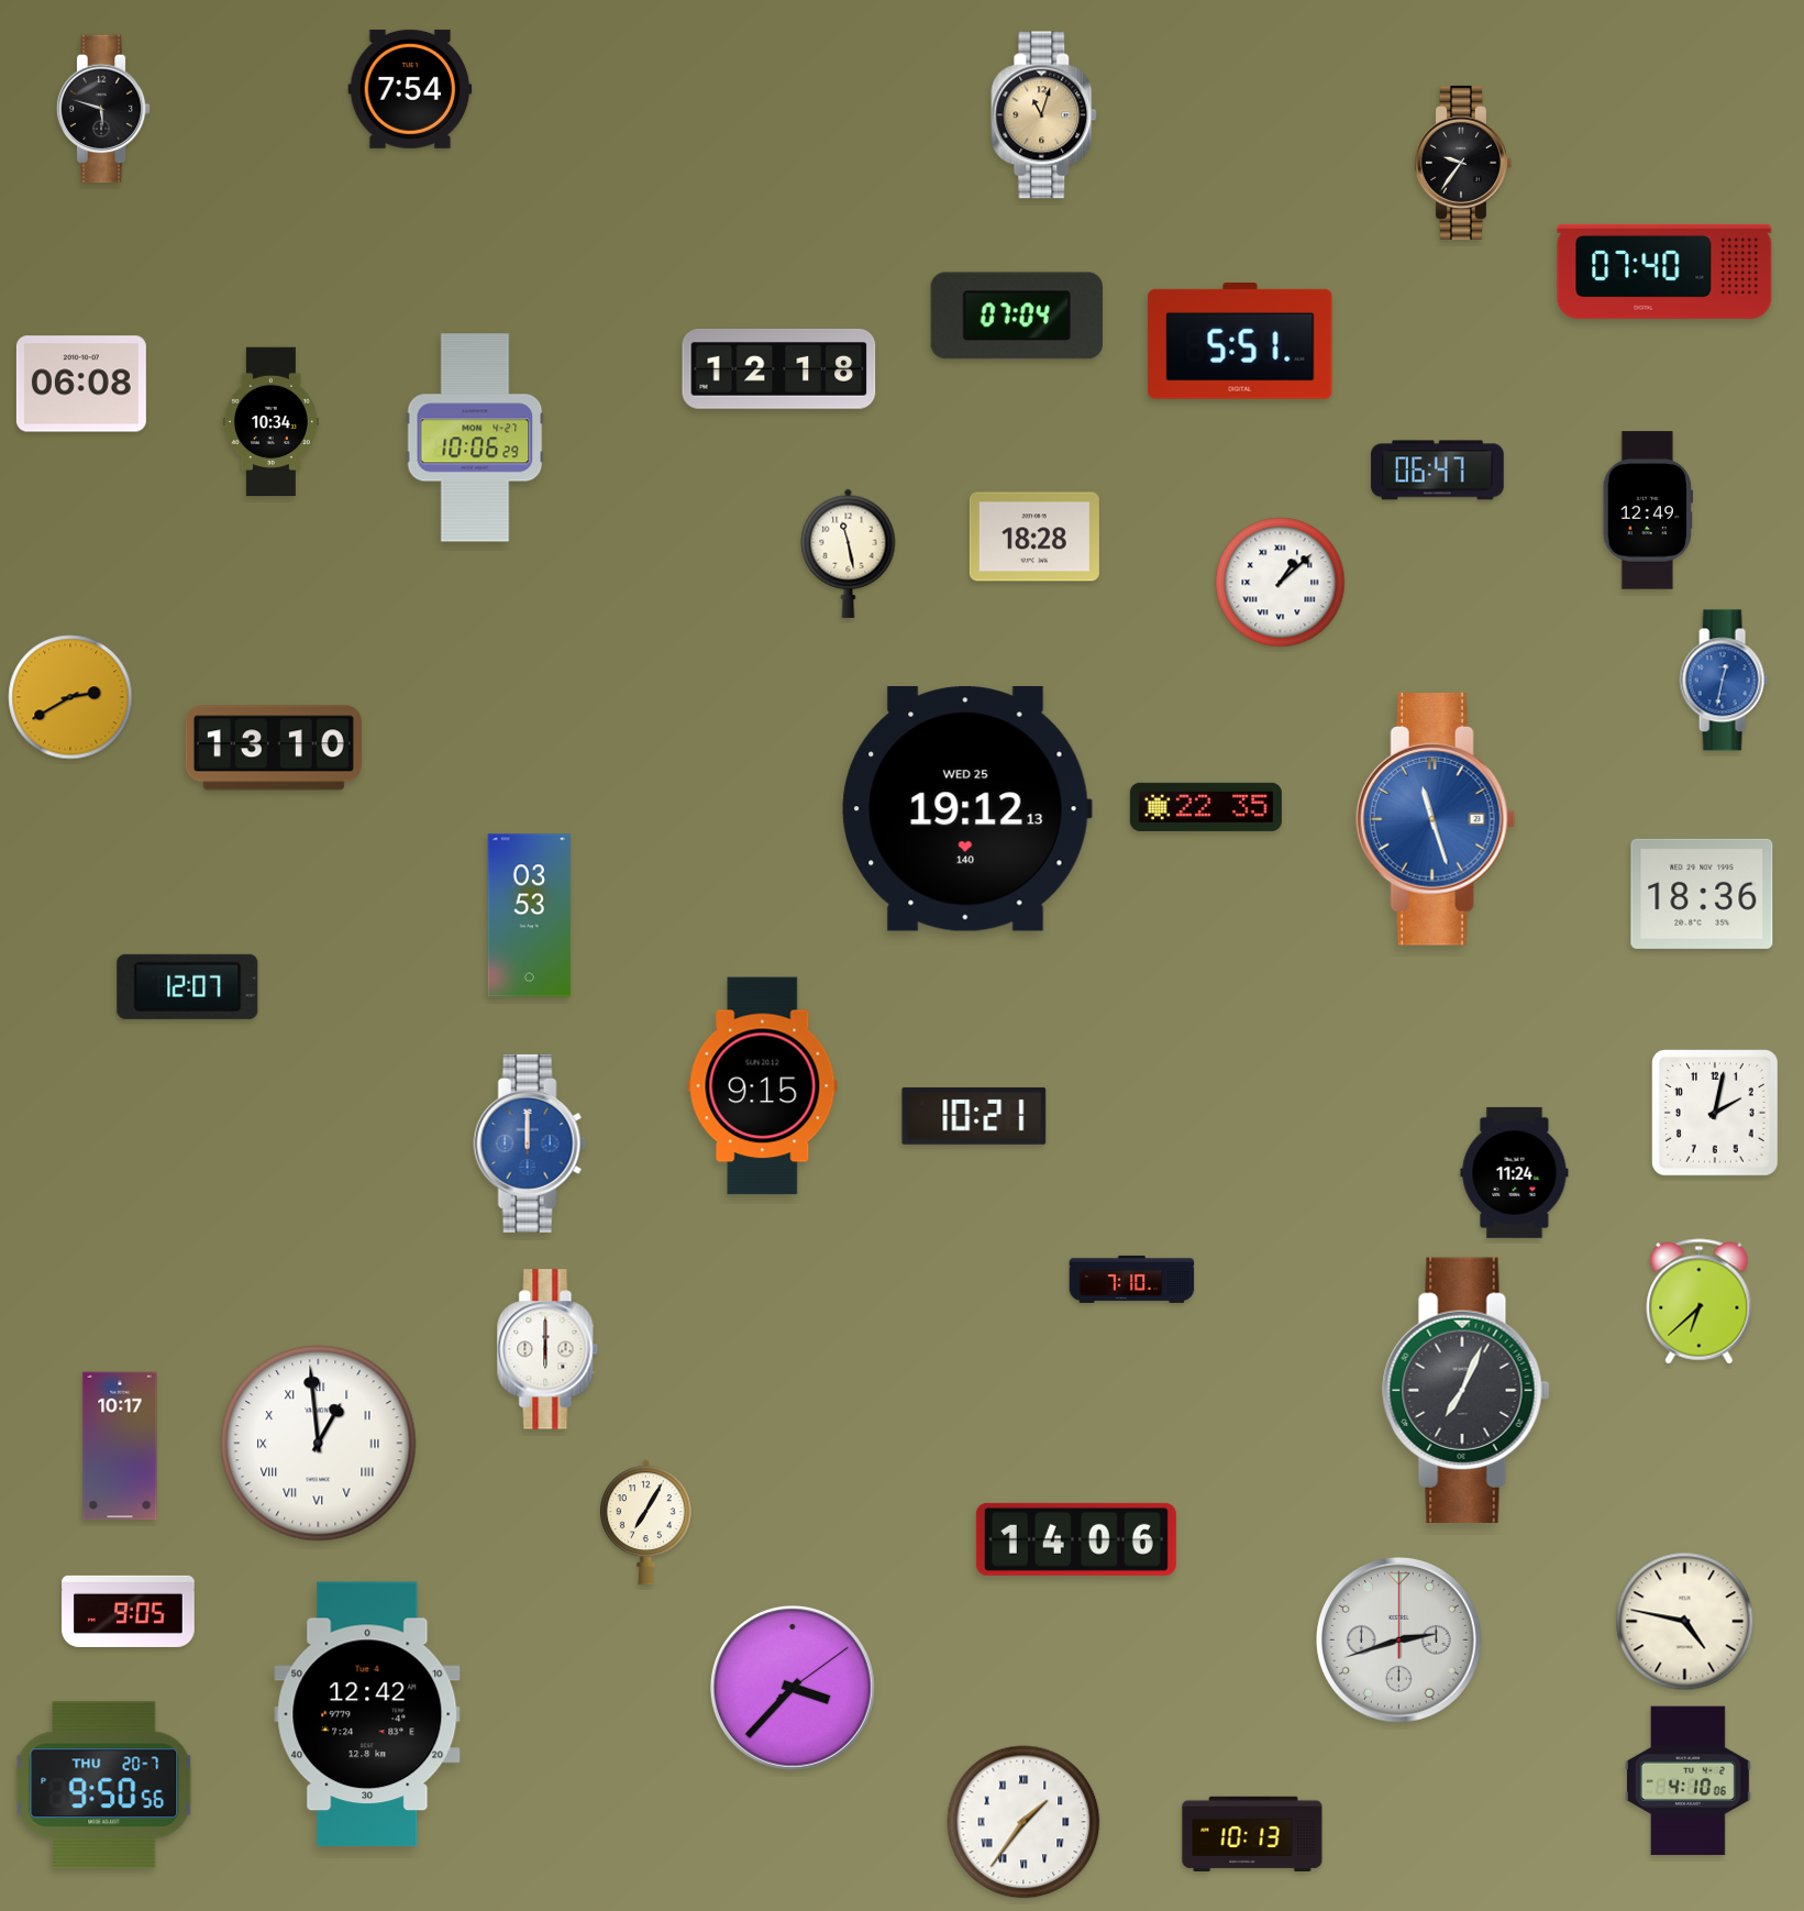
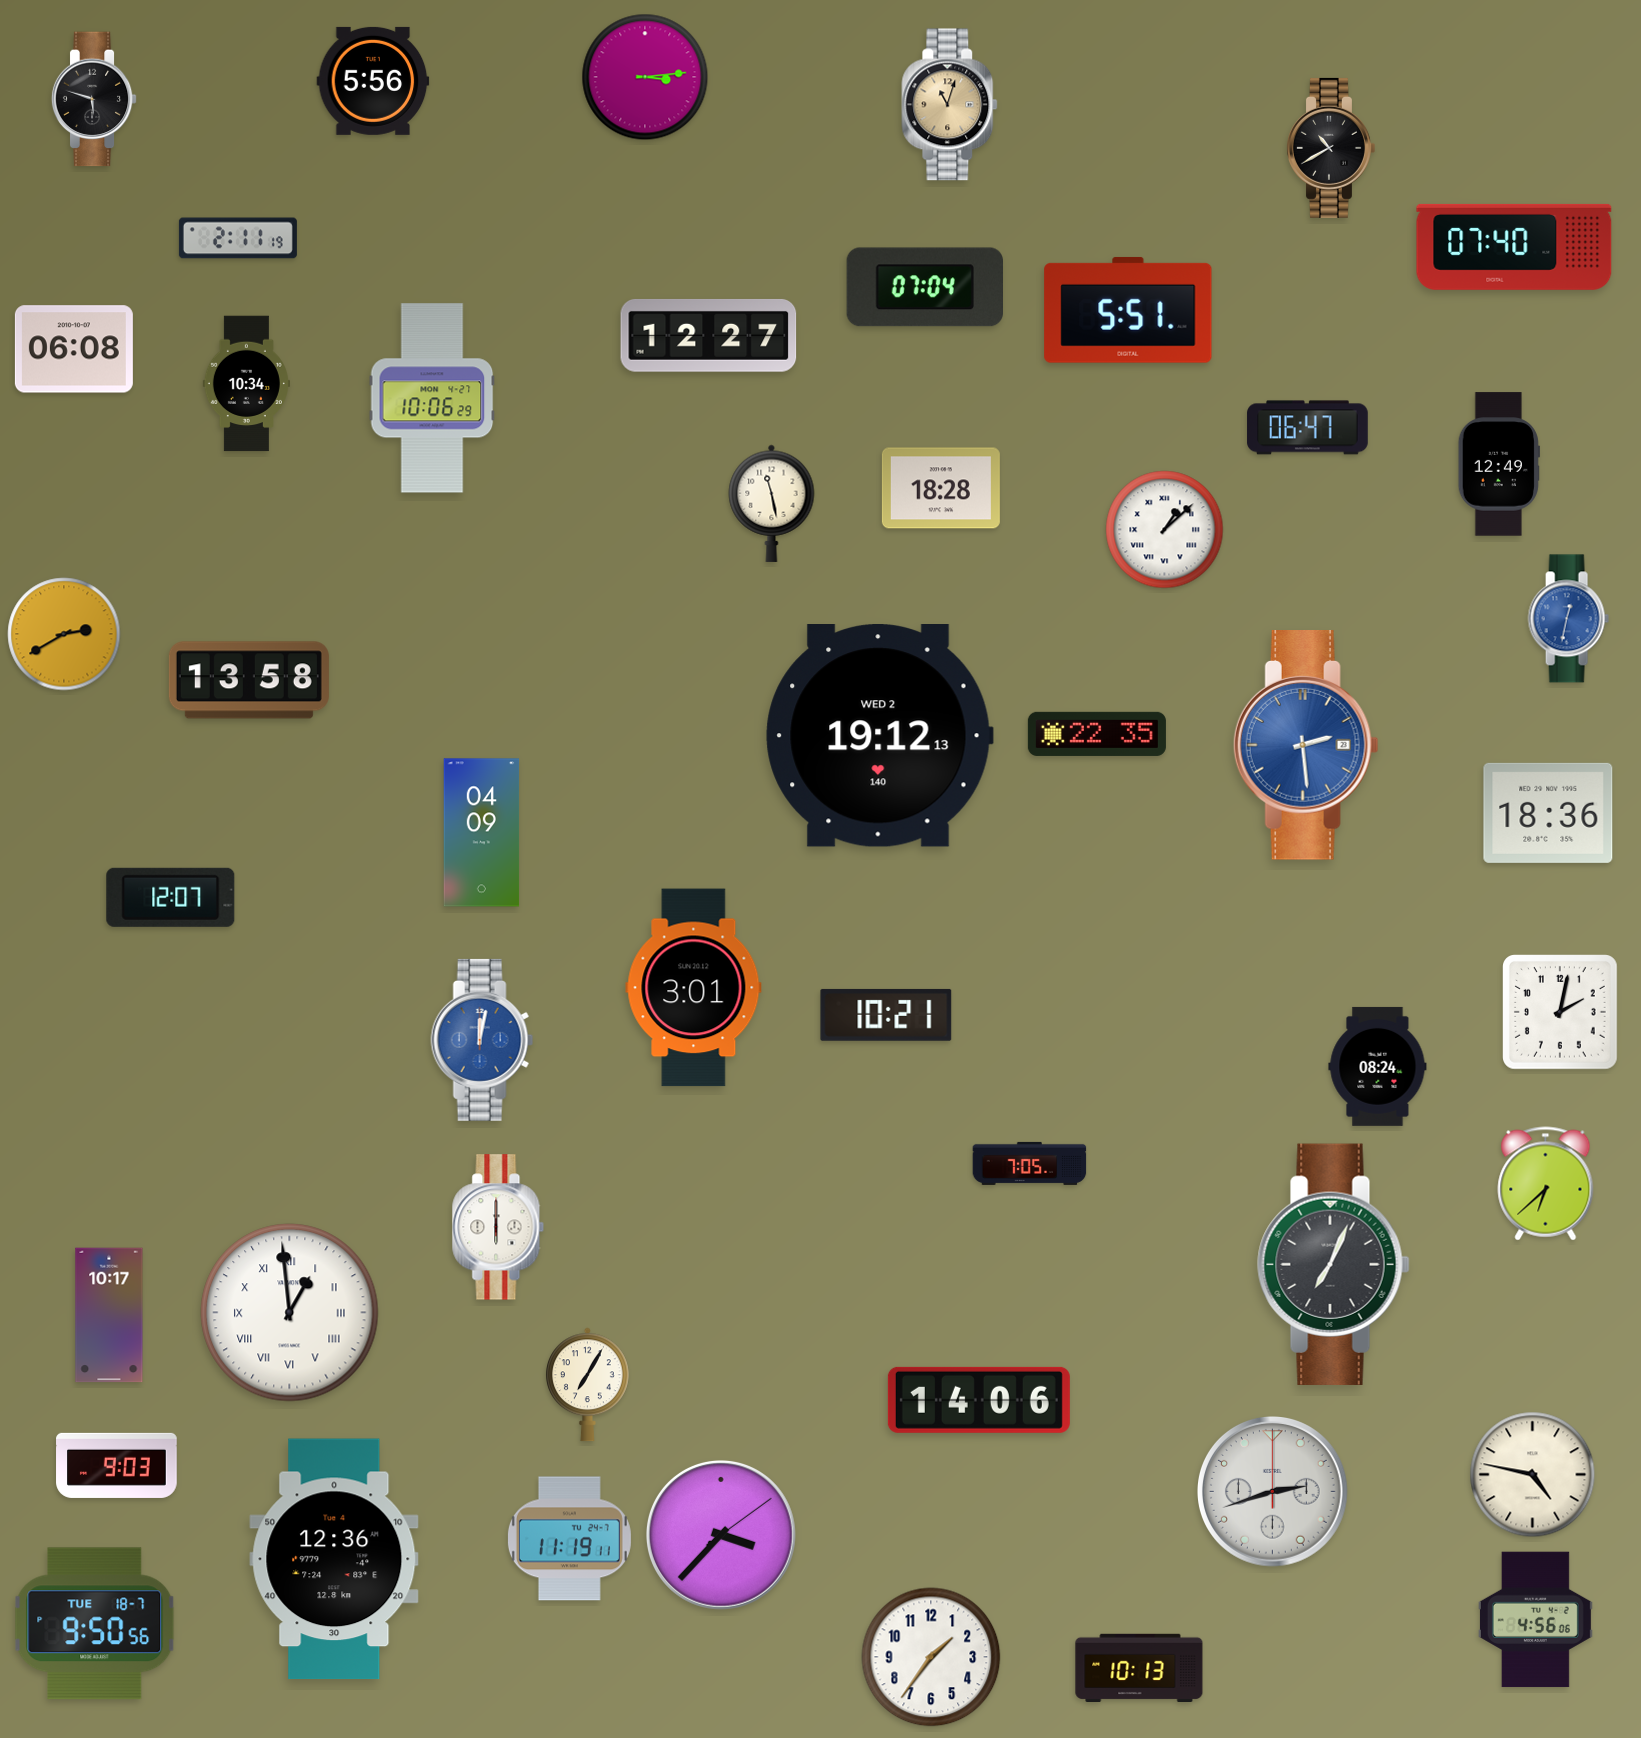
clock at (645, 77): none -> 3:14
clock at (410, 89): 7:54 -> 5:56
clock at (1462, 163): 9:36 -> 10:40
clock at (238, 238): none -> 2:11
clock at (779, 369): 12:18 -> 12:27
clock at (274, 748): 13:10 -> 13:58
clock at (966, 809) date: WED 25 -> WED 2
clock at (1436, 820): 11:27 -> 2:29
clock at (530, 916): 03:53 -> 04:09
clock at (763, 1086): 9:15 -> 3:01
clock at (530, 1144): 12:00 -> 12:02
clock at (1515, 1172): 11:24 -> 08:24
clock at (1132, 1279): 7:10 -> 7:05
clock at (129, 1611): 9:05 -> 9:03
clock at (569, 1539): none -> 11:19
clock at (367, 1714): 12:42 -> 12:36
clock at (1687, 1781): 4:10 -> 4:56
clock at (104, 1786) date: THU 20-7 -> TUE 18-7
clock at (1023, 1822) numerals: Roman -> Arabic
